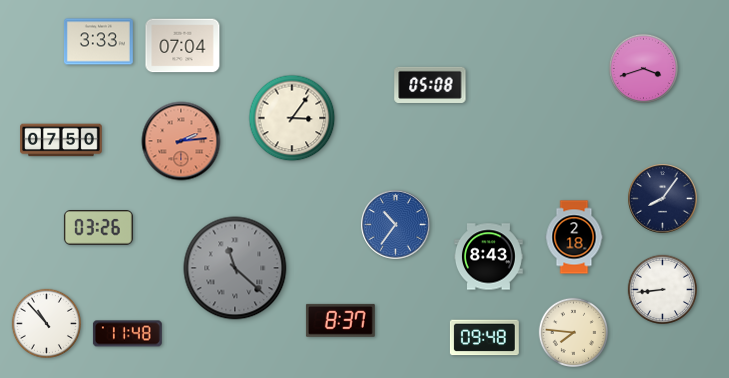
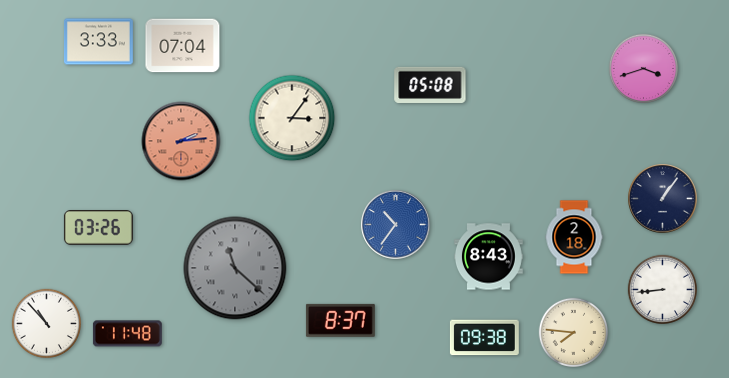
clock at (61, 140): 07:50 -> none
clock at (663, 199): 8:06 -> 1:06
clock at (484, 338): 09:48 -> 09:38
